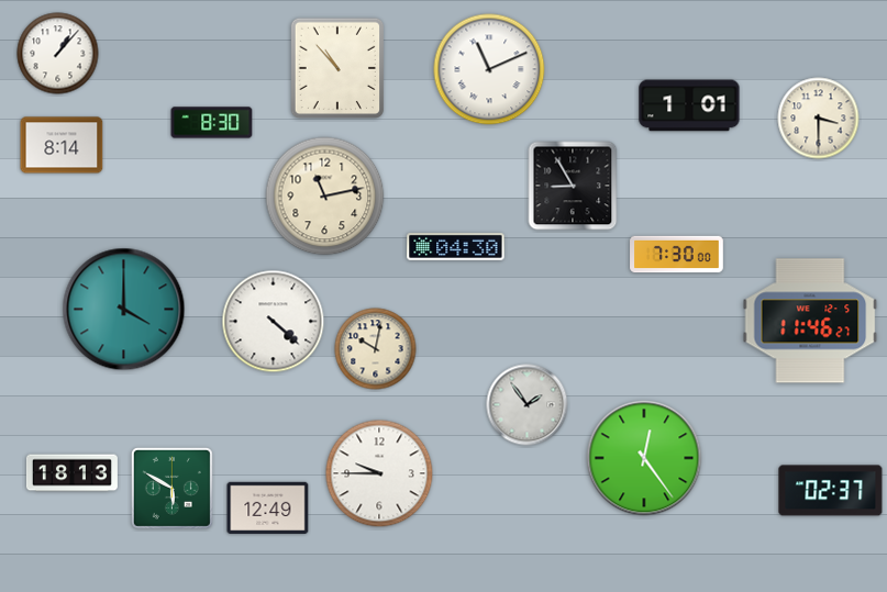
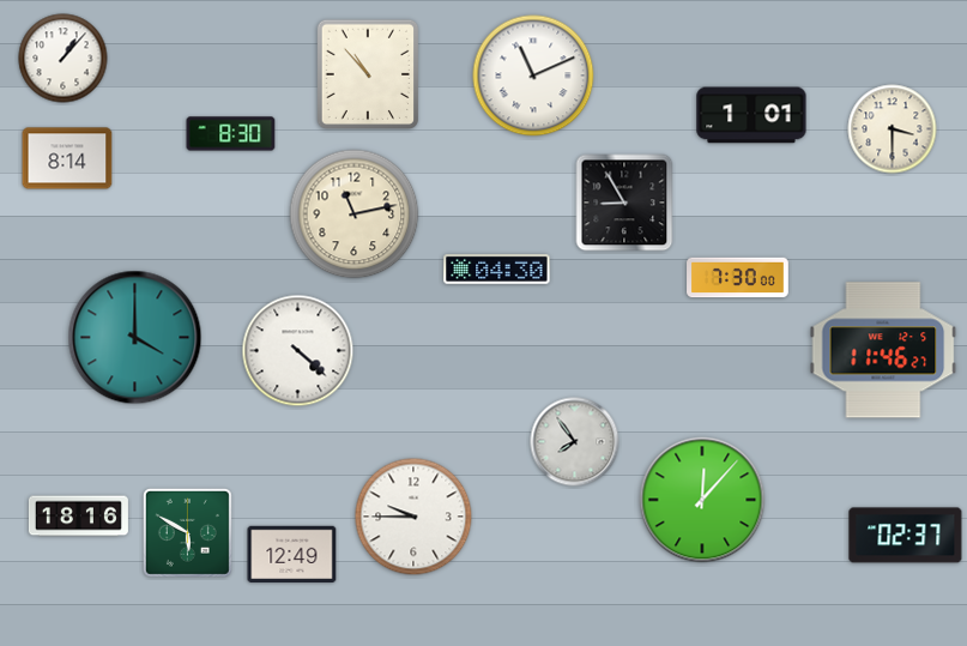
clock at (376, 349): 10:02 -> none
clock at (528, 405): 1:54 -> 7:54
clock at (644, 458): 12:24 -> 12:07
clock at (71, 473): 18:13 -> 18:16
